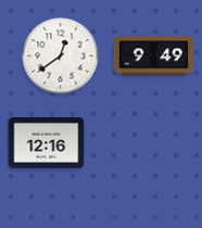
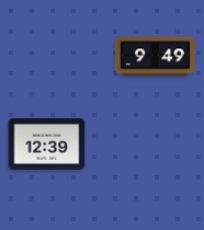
clock at (61, 56): 12:39 -> none
clock at (47, 143): 12:16 -> 12:39
